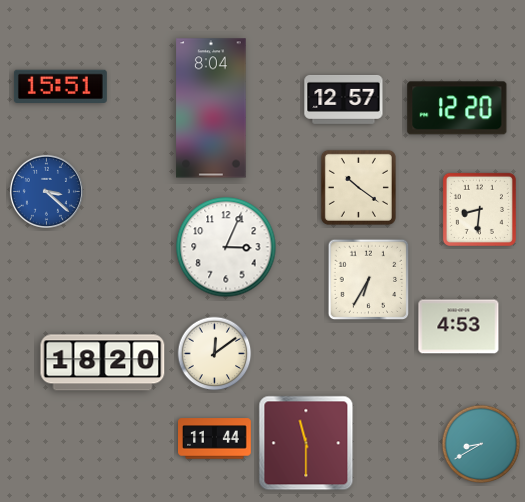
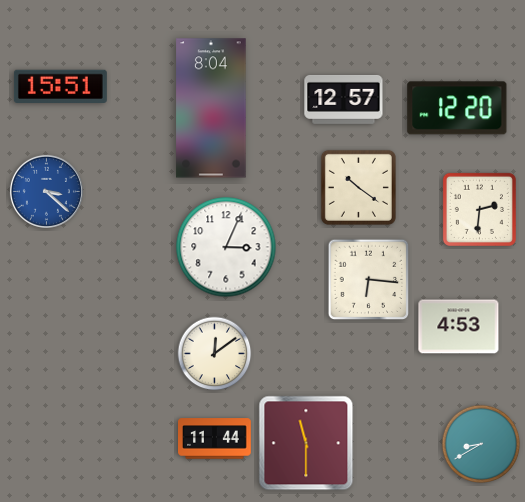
clock at (479, 209): 8:31 -> 2:31
clock at (369, 280): 6:35 -> 6:16
clock at (103, 363): 18:20 -> none
